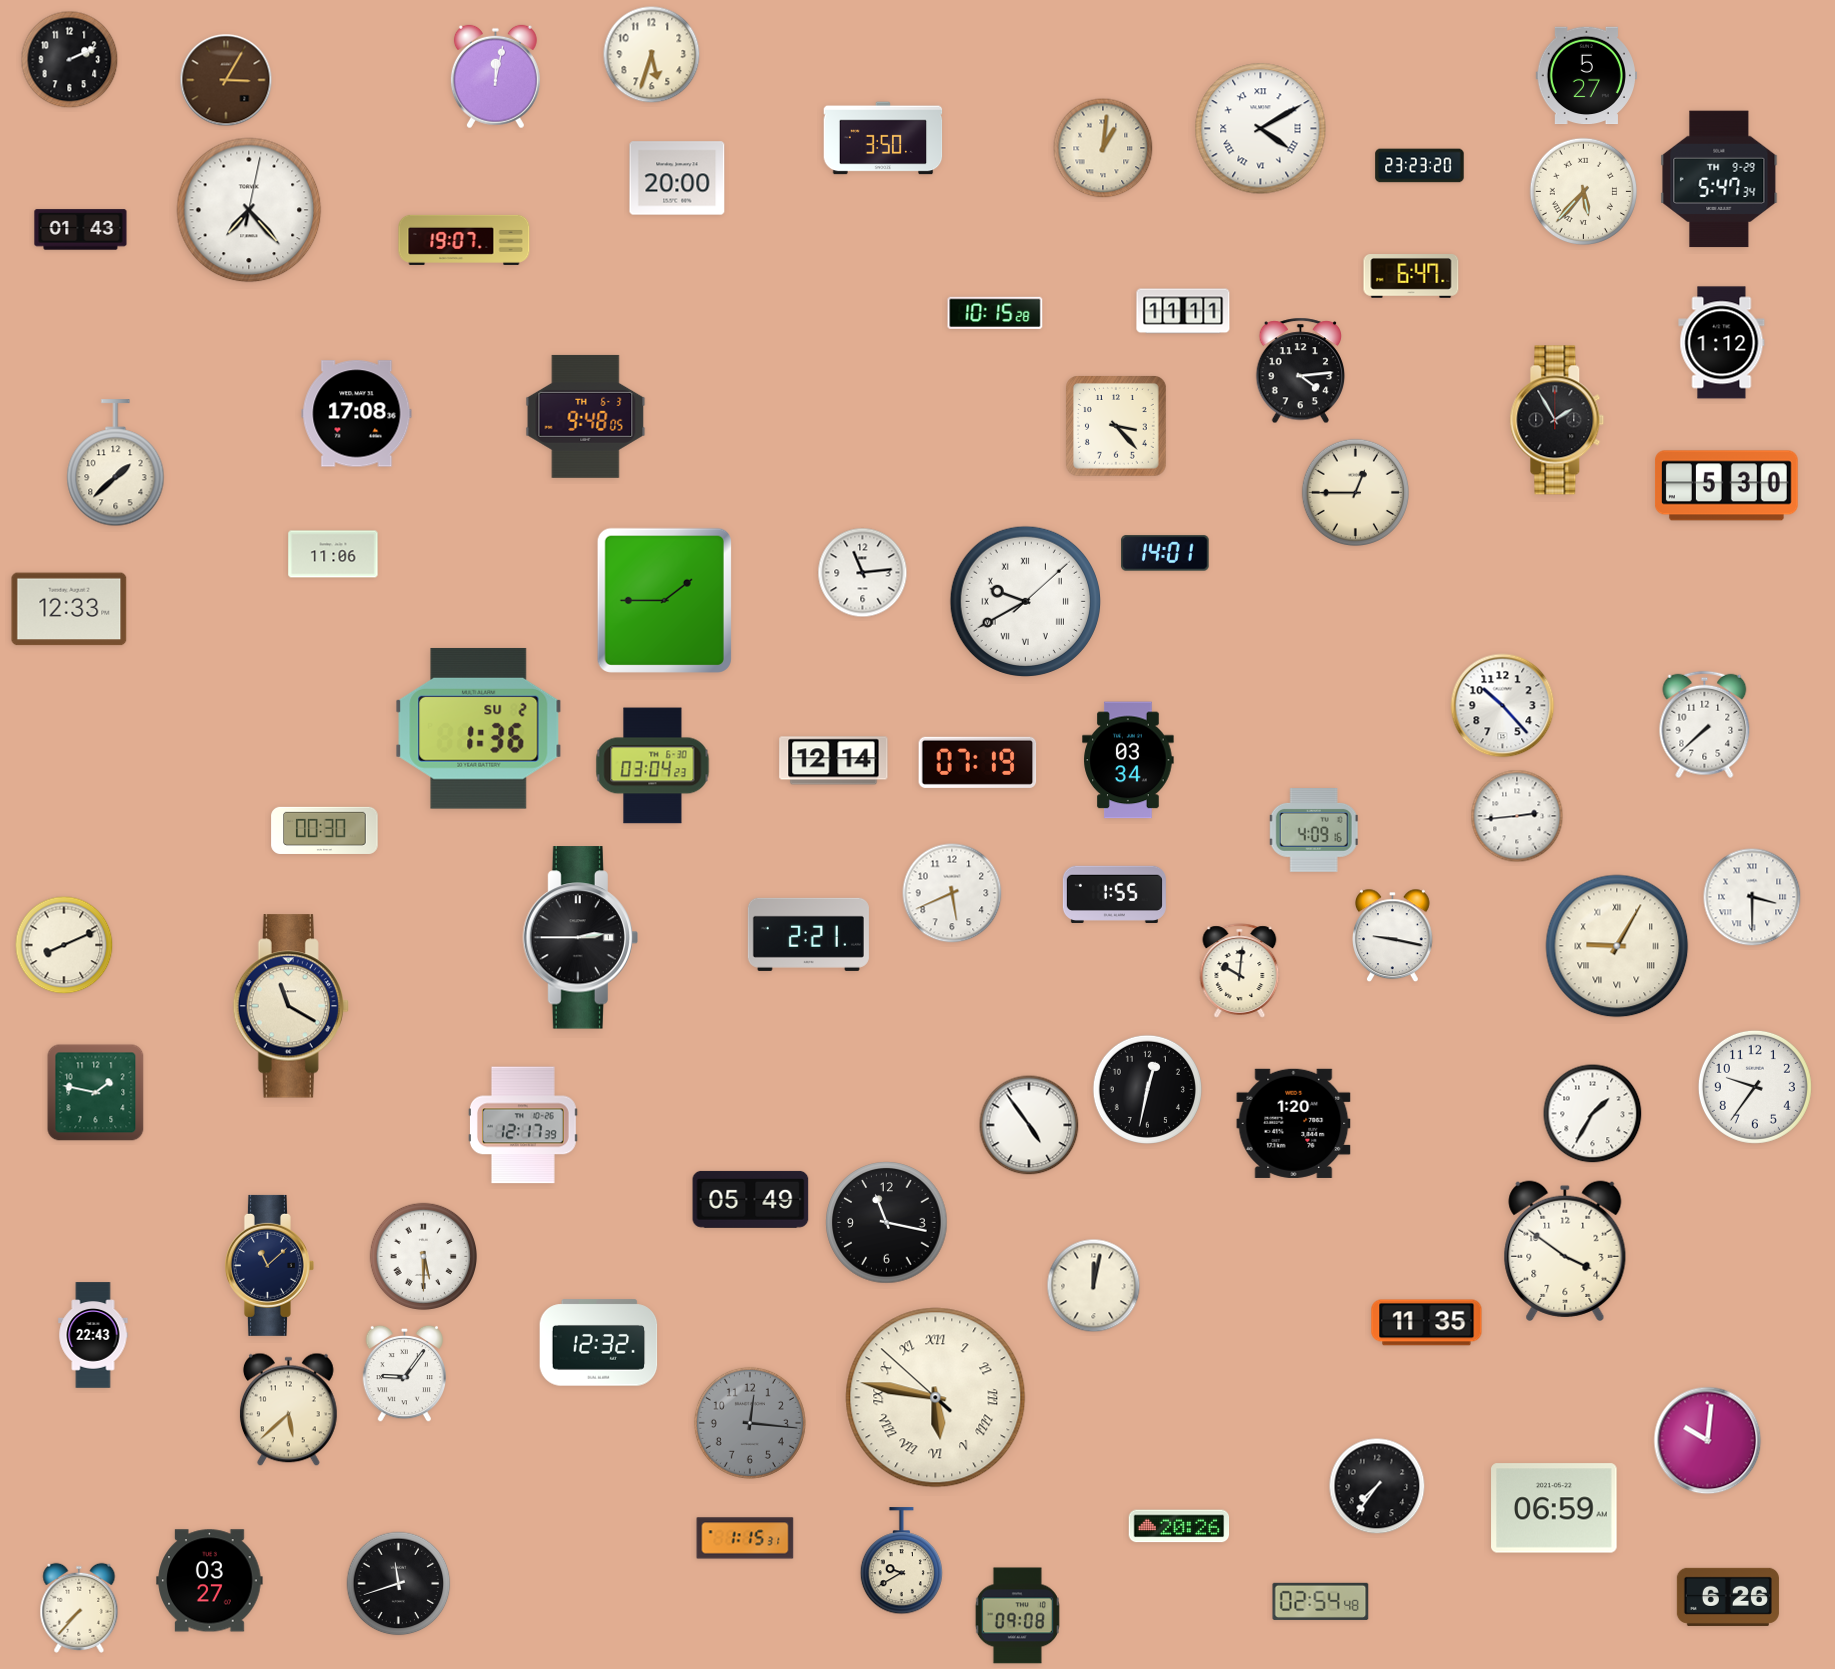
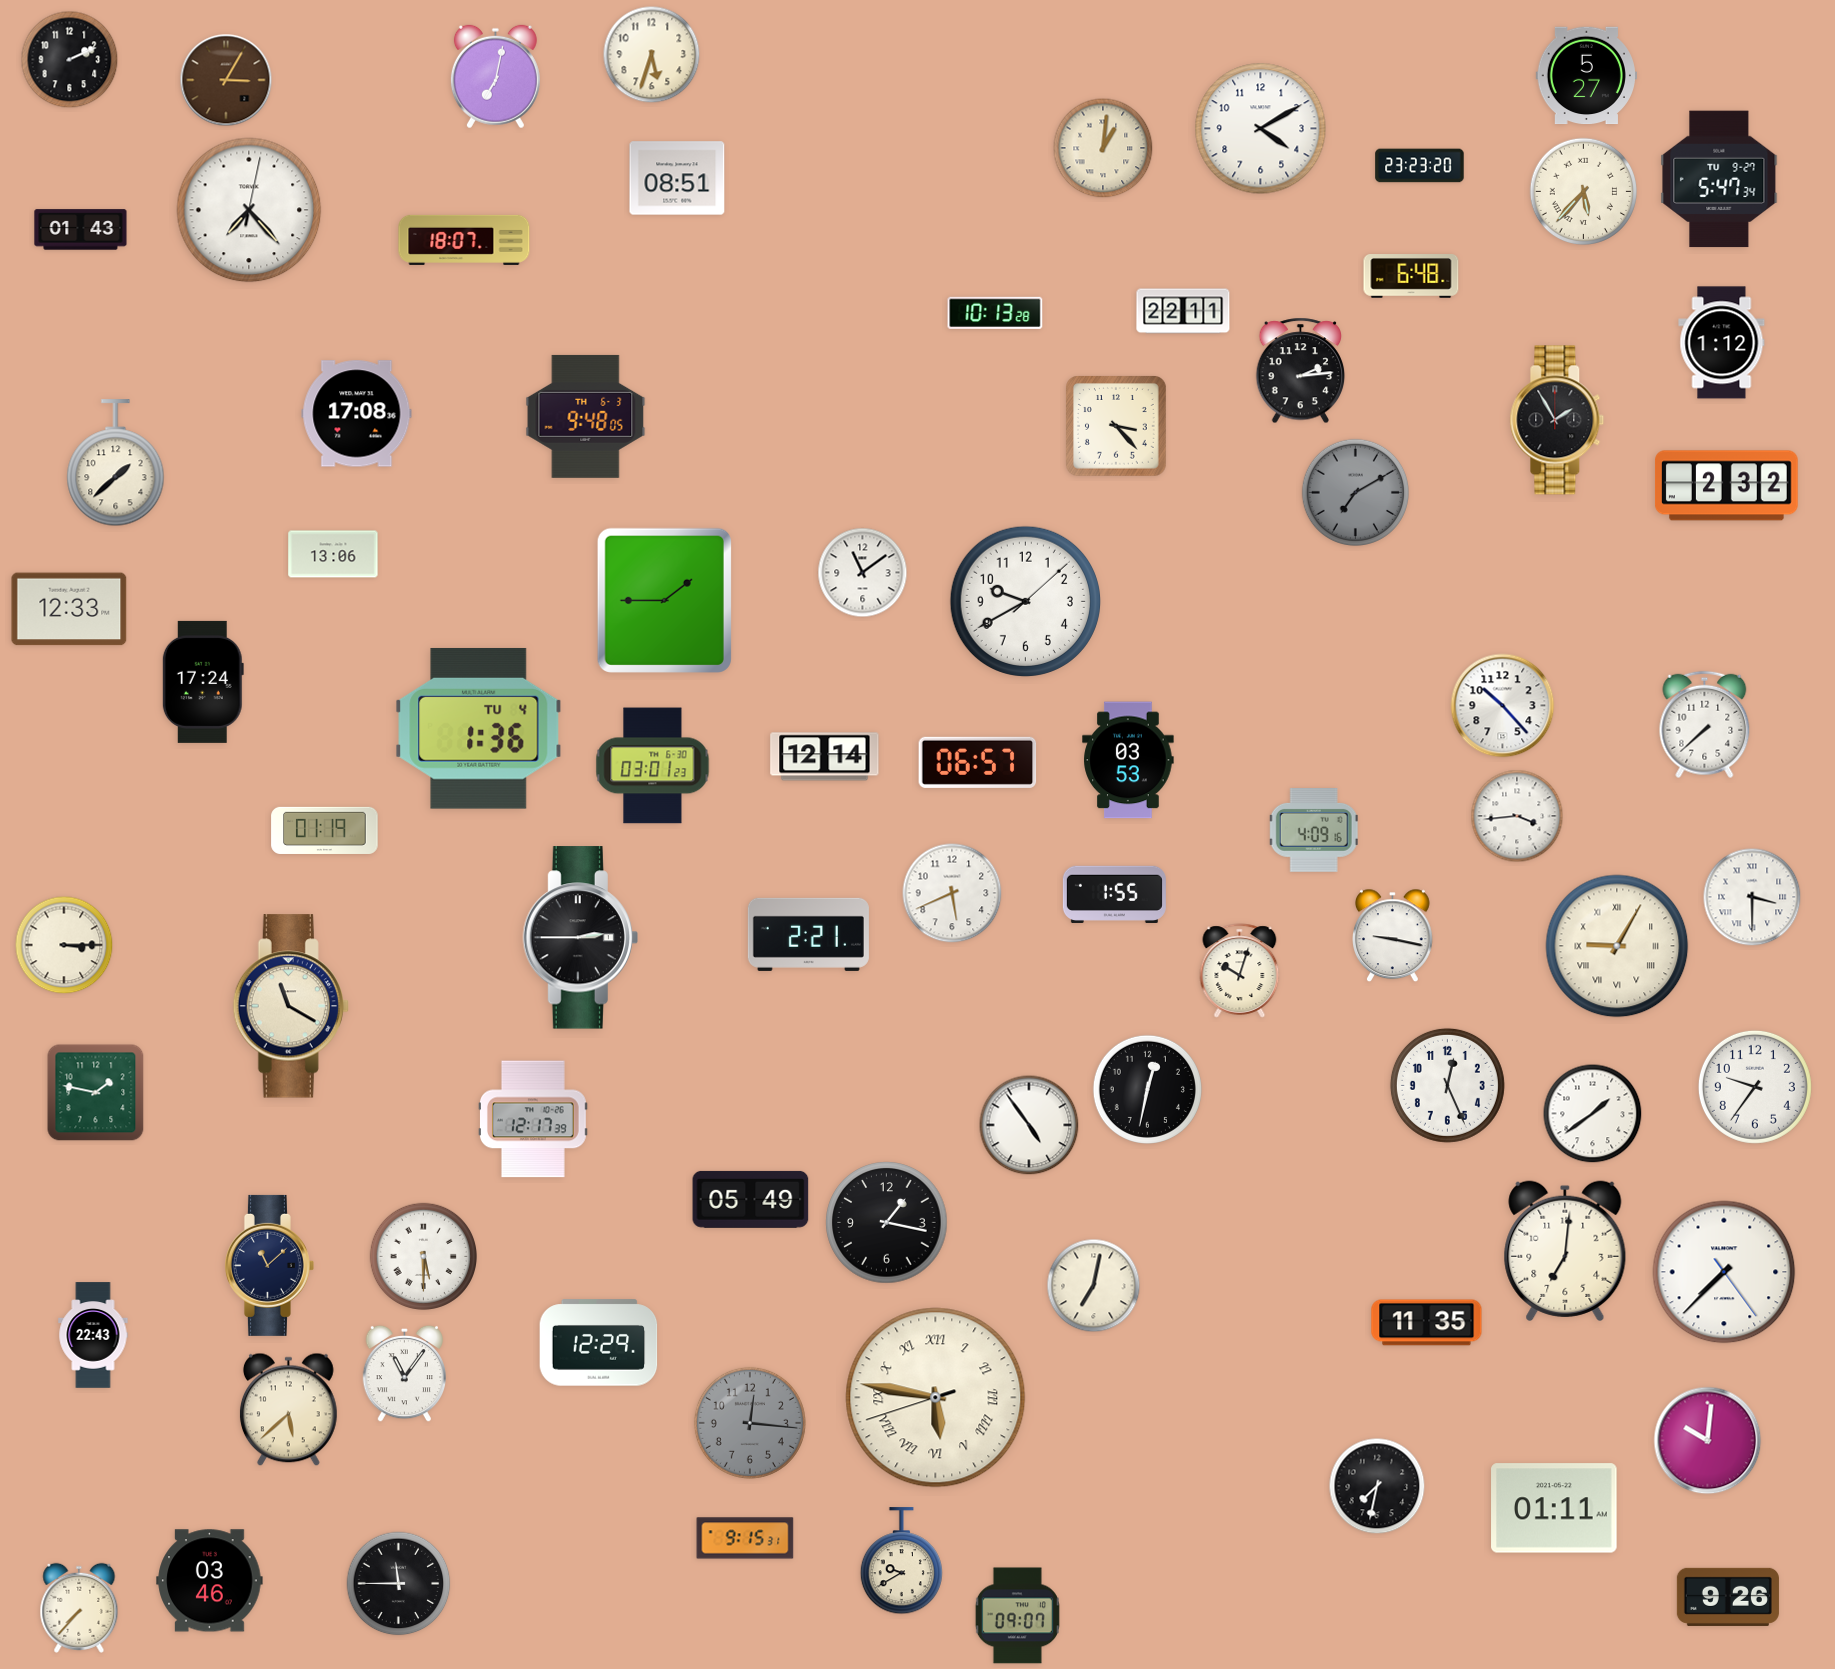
clock at (495, 77): 12:02 -> 7:02
clock at (1261, 129) numerals: Roman -> Arabic
clock at (883, 138): 3:50 -> none
clock at (677, 178): 20:00 -> 08:51
clock at (1719, 179) date: TH 9-29 -> TU 9-27
clock at (464, 240): 19:07 -> 18:07
clock at (1411, 277): 6:47 -> 6:48
clock at (1183, 311): 11:11 -> 22:11
clock at (995, 313): 10:15 -> 10:13
clock at (1301, 371): 4:14 -> 2:14
clock at (1726, 486): 5:30 -> 2:32
clock at (1355, 492): 12:45 -> 7:10
clock at (1355, 492) dial: cream -> grey
clock at (1165, 553): 14:01 -> none
clock at (333, 554): 11:06 -> 13:06
clock at (863, 573): 11:14 -> 11:09
clock at (1025, 601) numerals: Roman -> Arabic
clock at (203, 682): none -> 17:24
clock at (479, 728) date: SU 2 -> TU 4
clock at (1128, 760): 03:34 -> 03:53
clock at (834, 761) position: (834, 761) -> (825, 757)
clock at (978, 762): 07:19 -> 06:57
clock at (653, 766): 03:04 -> 03:01
clock at (1517, 816): 2:44 -> 3:44
clock at (325, 830): 00:30 -> 01:19
clock at (64, 945): 8:11 -> 3:15
clock at (1240, 971): 10:01 -> 10:03
clock at (1447, 1085): none -> 12:26
clock at (1593, 1114): 1:35 -> 1:39
clock at (1294, 1123): 1:20 -> none
clock at (523, 1125) position: (523, 1125) -> (533, 1119)
clock at (887, 1223): 11:17 -> 1:17
clock at (1565, 1251): 3:51 -> 7:01
clock at (1724, 1272): none -> 7:37
clock at (1094, 1286): 12:02 -> 7:02
clock at (599, 1343): 12:32 -> 12:29
clock at (404, 1374): 9:06 -> 11:06
clock at (936, 1398): 5:46:52 -> 5:46:42
clock at (1377, 1486): 7:36 -> 7:32
clock at (1554, 1508): 06:59 -> 01:11
clock at (1179, 1526): 20:26 -> none
clock at (745, 1538): 1:15 -> 9:15
clock at (210, 1581): 03:27 -> 03:46
clock at (399, 1584): 11:42 -> 11:45
clock at (1728, 1597): 6:26 -> 9:26
clock at (1321, 1601): 02:54 -> none
clock at (1017, 1616): 09:08 -> 09:07
